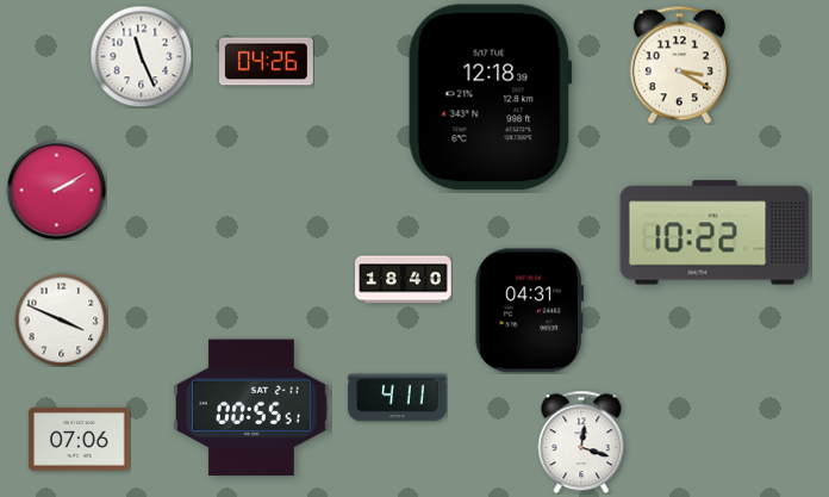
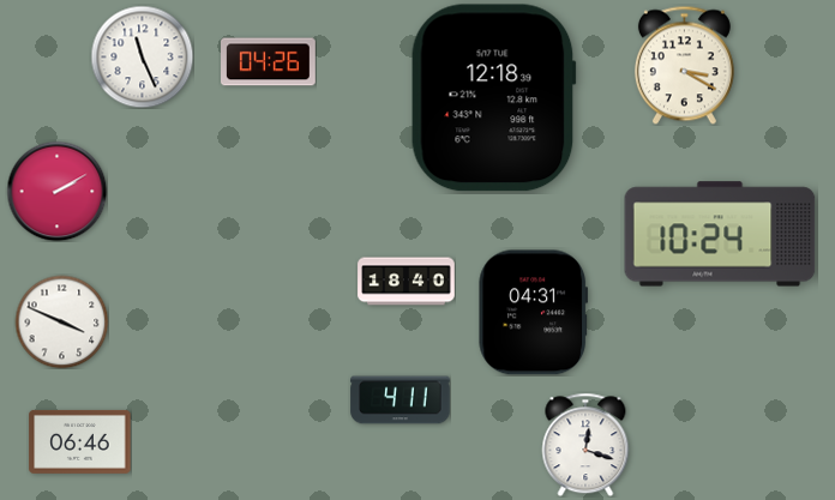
clock at (715, 232): 10:22 -> 10:24
clock at (253, 408): 00:55 -> none
clock at (80, 439): 07:06 -> 06:46
